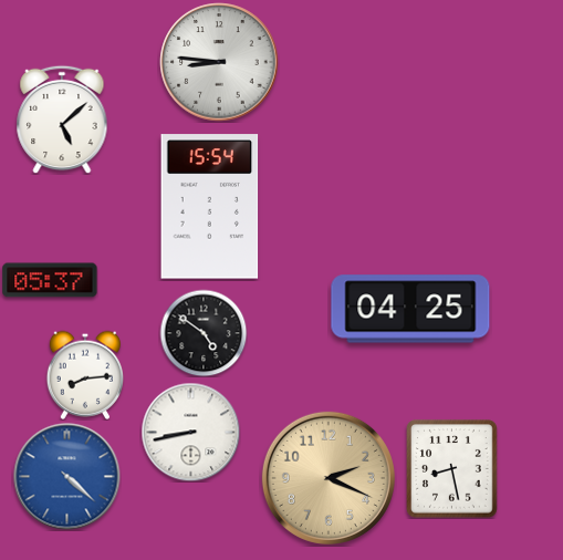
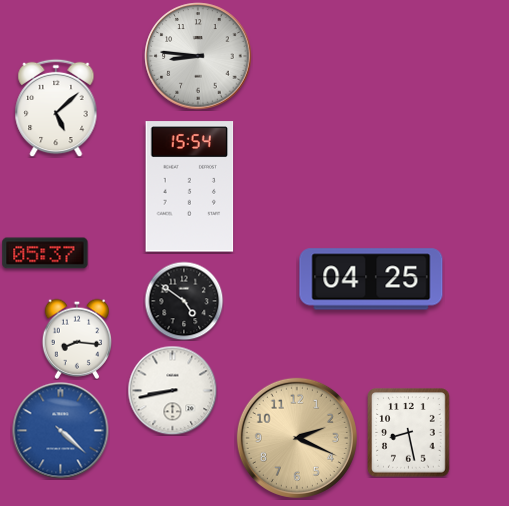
clock at (84, 375): 8:14 -> 8:16
clock at (452, 469) position: (452, 469) -> (409, 433)
clock at (329, 478) position: (329, 478) -> (297, 438)
